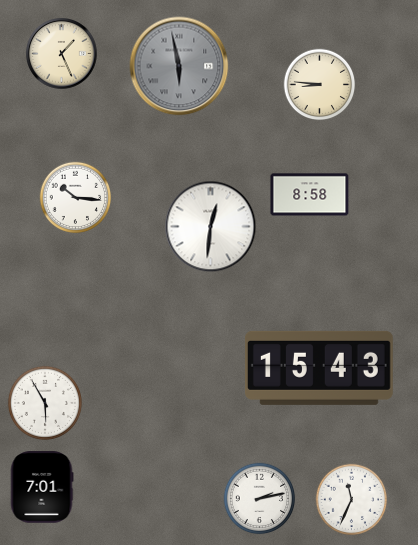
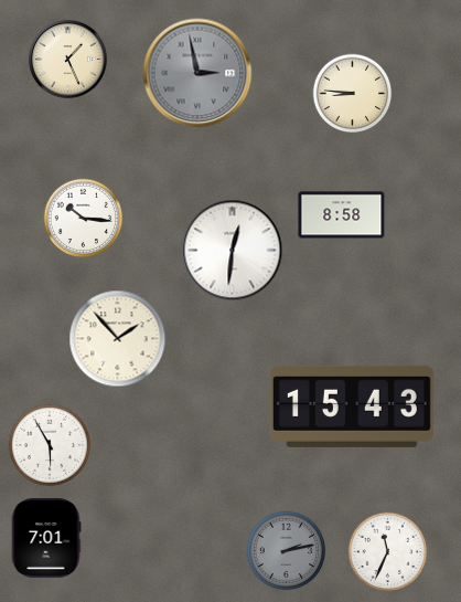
clock at (179, 66): 5:58 -> 2:58
clock at (118, 339): none -> 1:53
clock at (260, 499) dial: white -> grey
